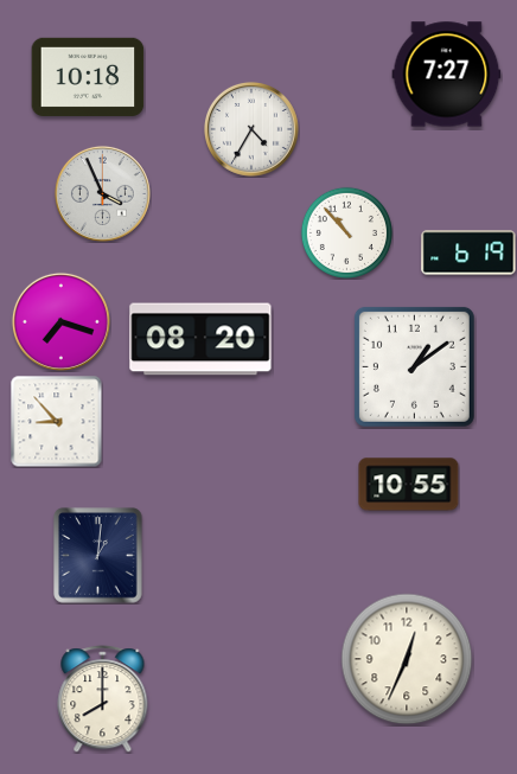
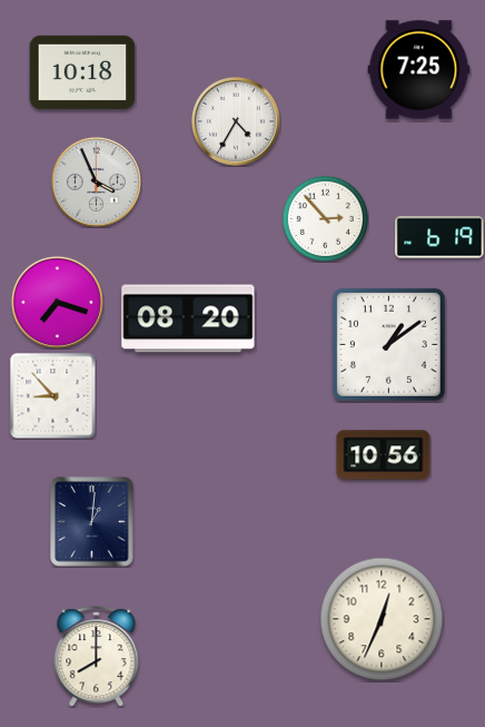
clock at (447, 75): 7:27 -> 7:25
clock at (346, 232): 10:53 -> 2:53
clock at (409, 485): 10:55 -> 10:56
